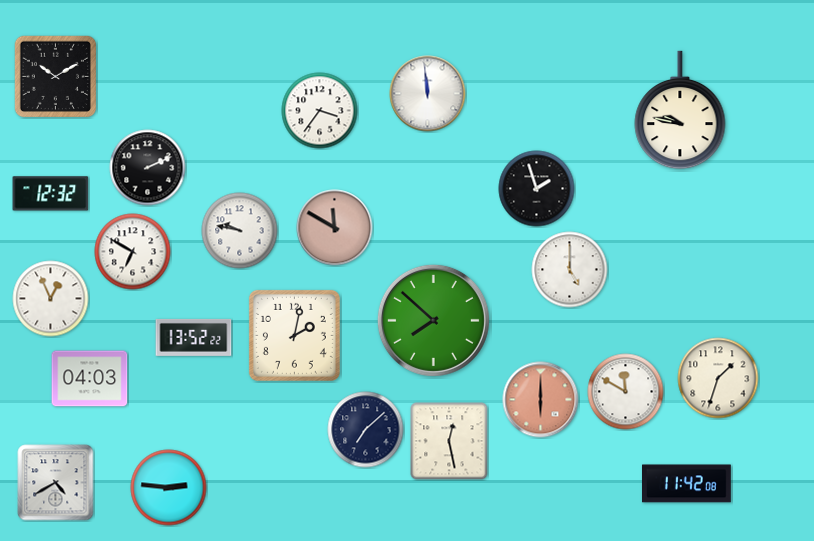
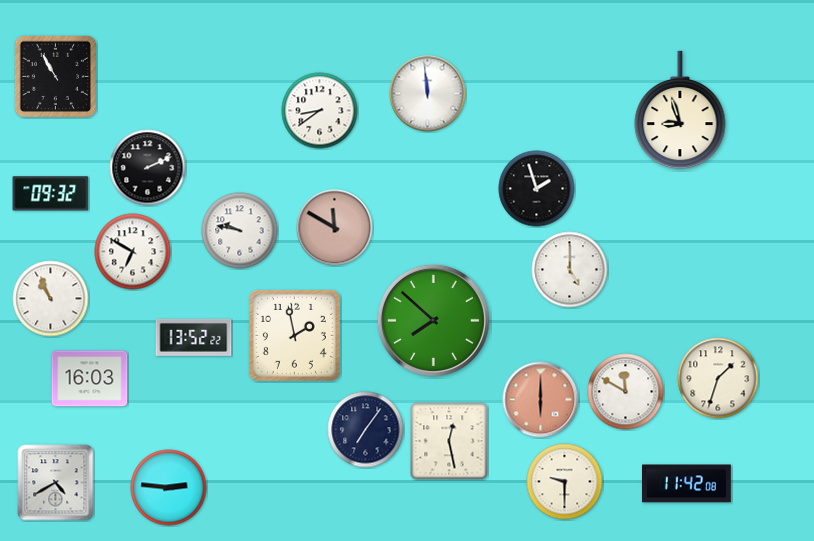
clock at (55, 76): 10:10 -> 10:55
clock at (680, 110): 9:47 -> 8:57
clock at (320, 111): 3:36 -> 8:39
clock at (51, 194): 12:32 -> 09:32
clock at (51, 299): 12:56 -> 10:56
clock at (294, 335): 2:02 -> 1:58
clock at (90, 379): 04:03 -> 16:03
clock at (366, 430): 7:08 -> 7:06
clock at (565, 482): none -> 9:30
